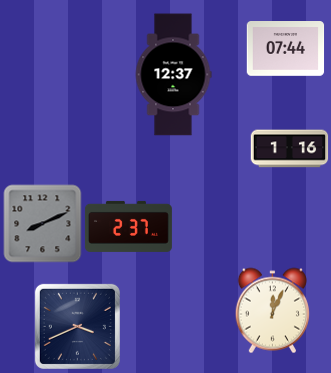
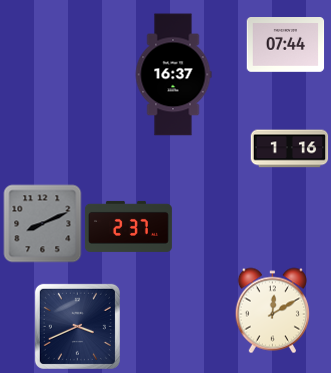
clock at (285, 49) position: (285, 49) -> (285, 45)
clock at (173, 75): 12:37 -> 16:37
clock at (272, 310): 12:04 -> 12:10
